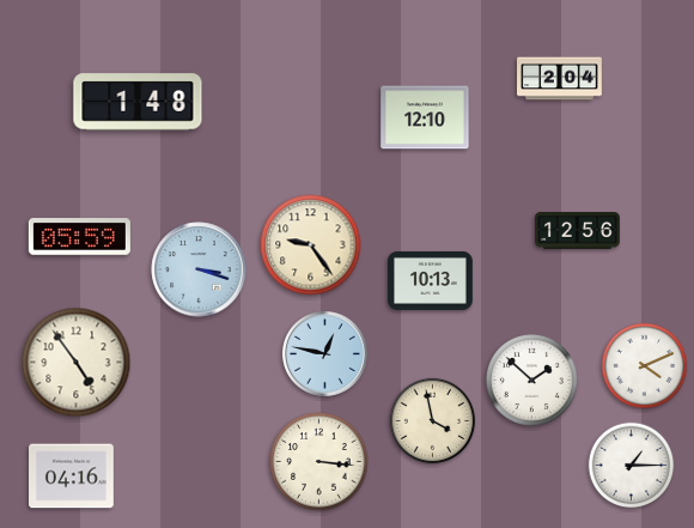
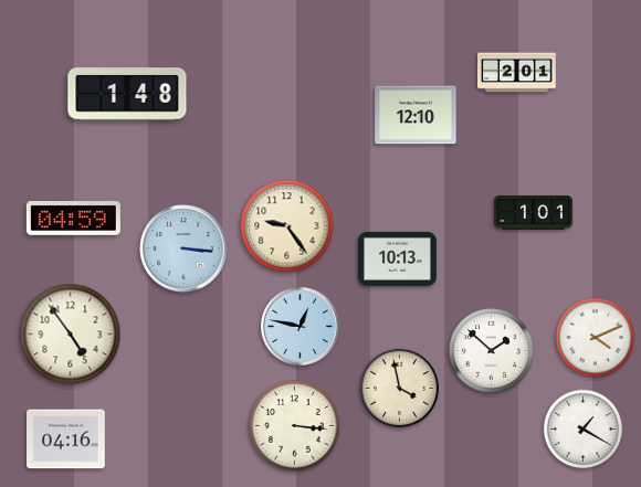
clock at (560, 79): 2:04 -> 2:01
clock at (425, 117) position: (425, 117) -> (416, 115)
clock at (578, 231): 12:56 -> 1:01
clock at (79, 237): 05:59 -> 04:59
clock at (199, 269): 3:18 -> 3:16
clock at (632, 466): 1:15 -> 1:20
